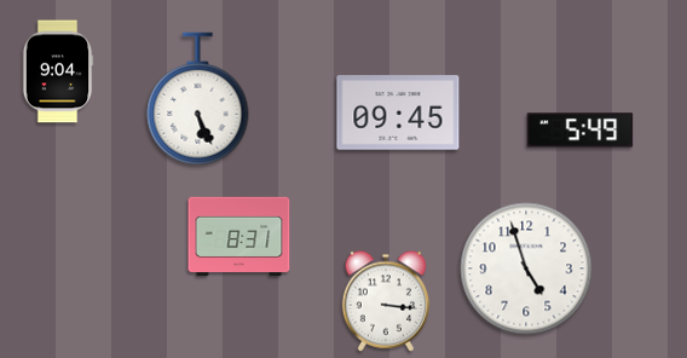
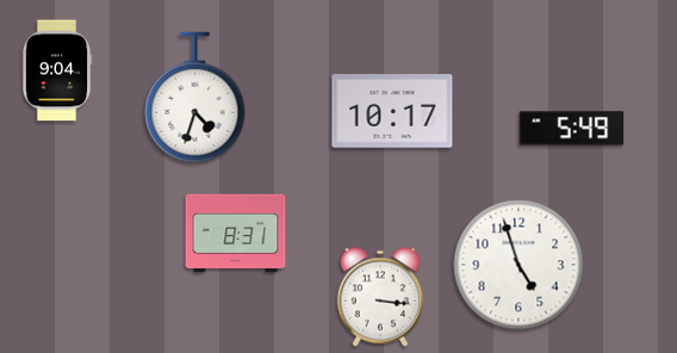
clock at (198, 99): 5:26 -> 4:33
clock at (398, 112): 09:45 -> 10:17
